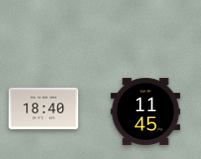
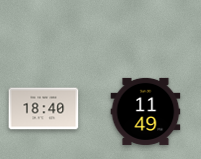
clock at (146, 111): 11:45 -> 11:49
